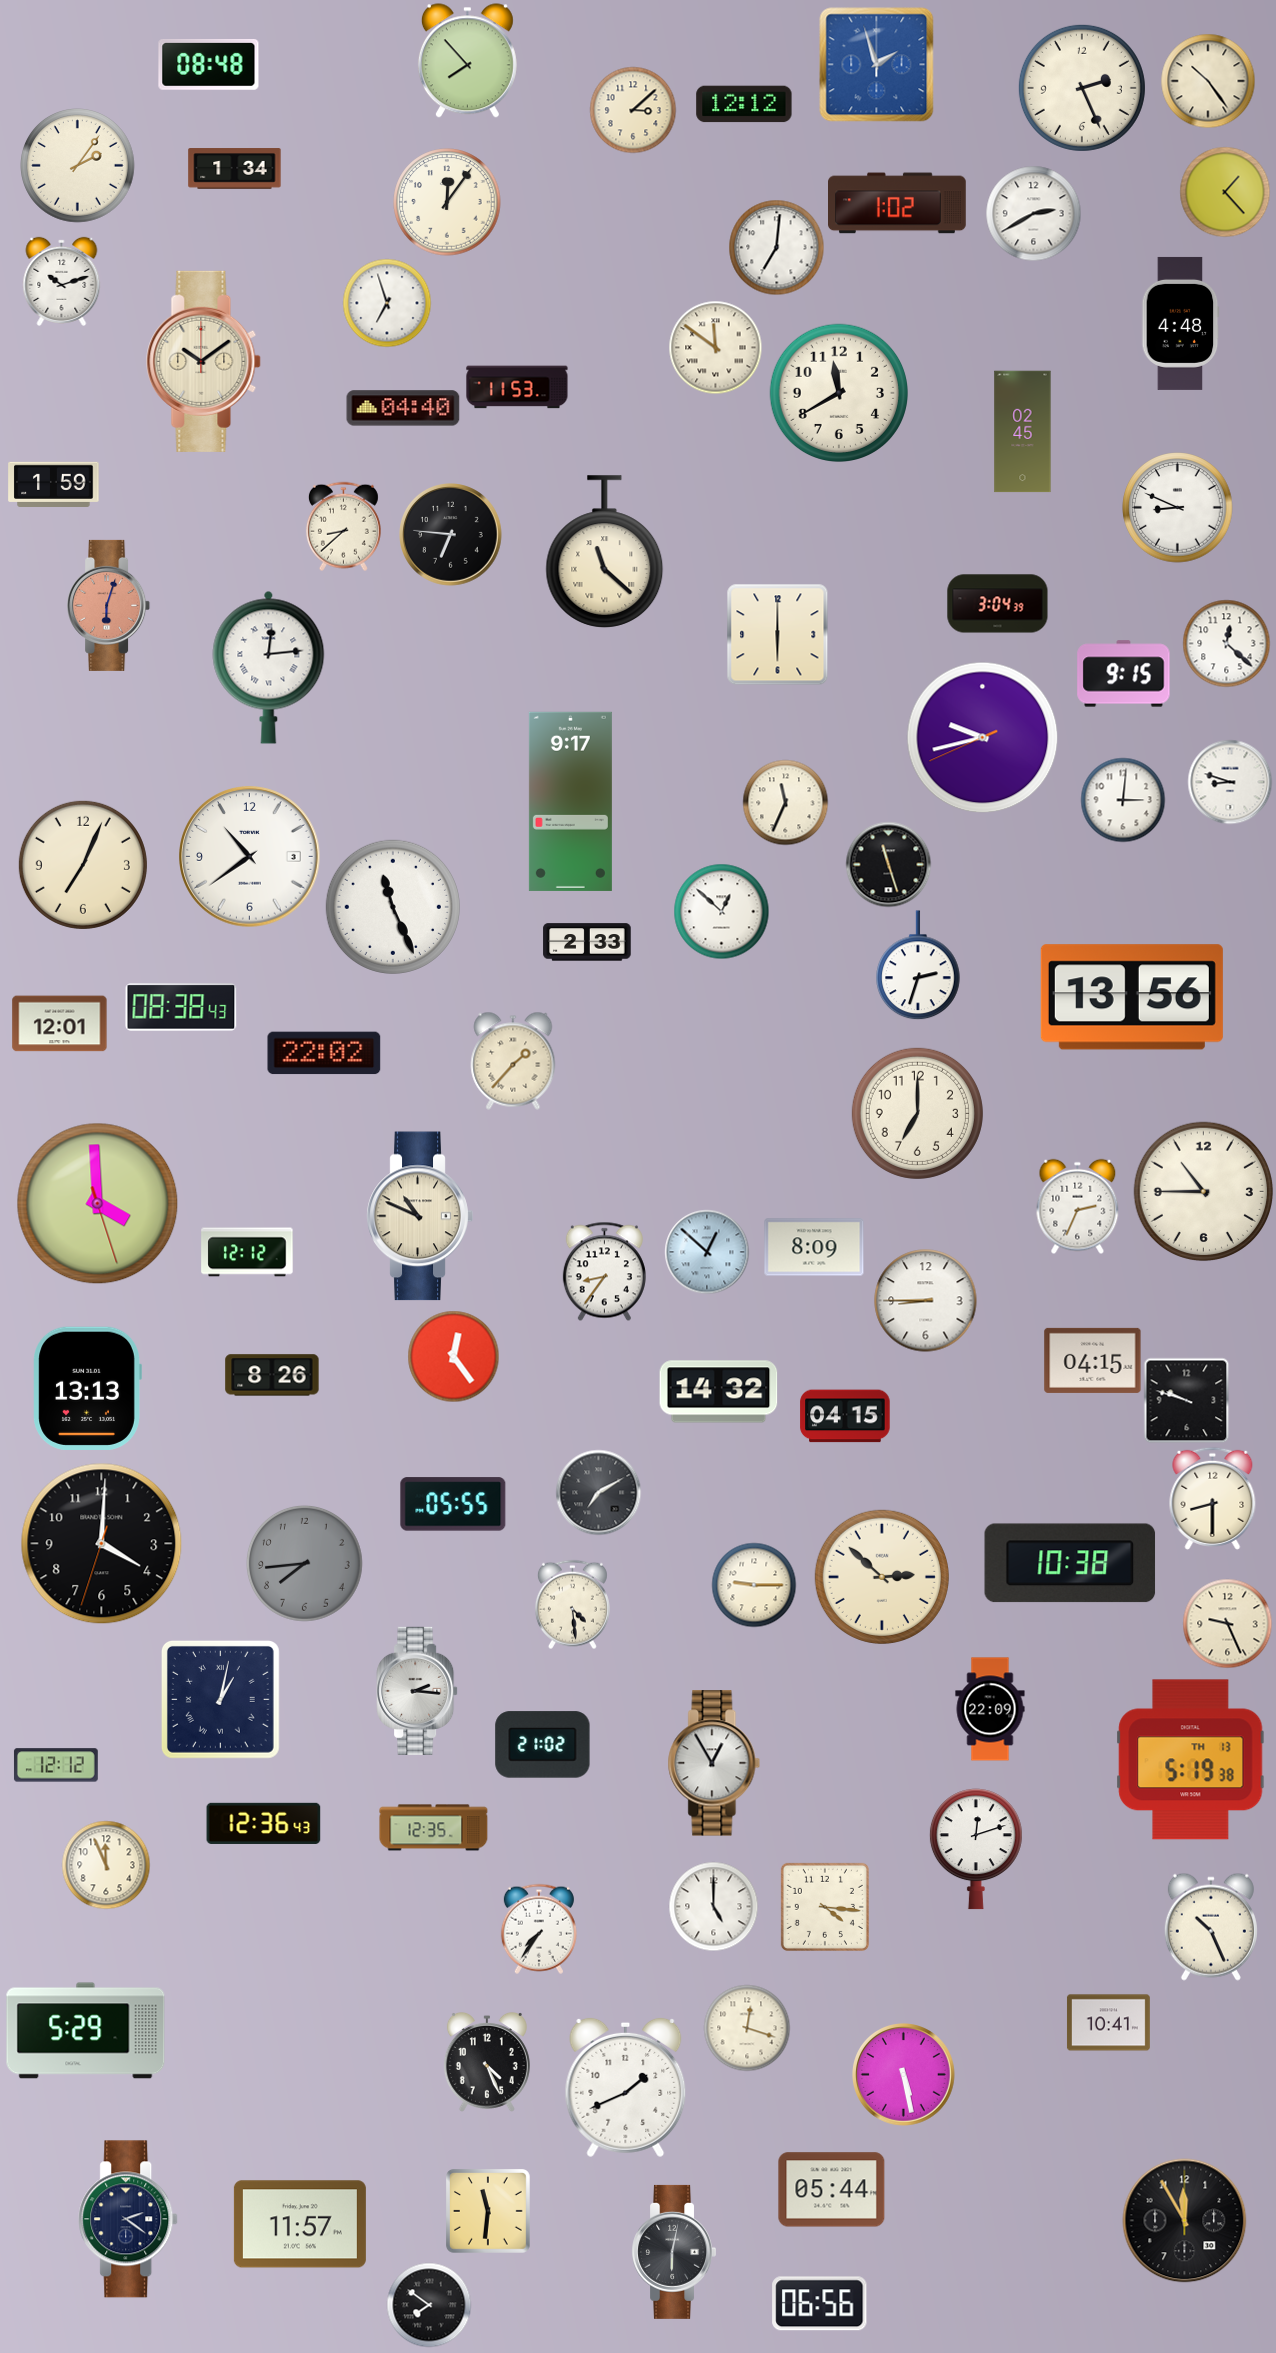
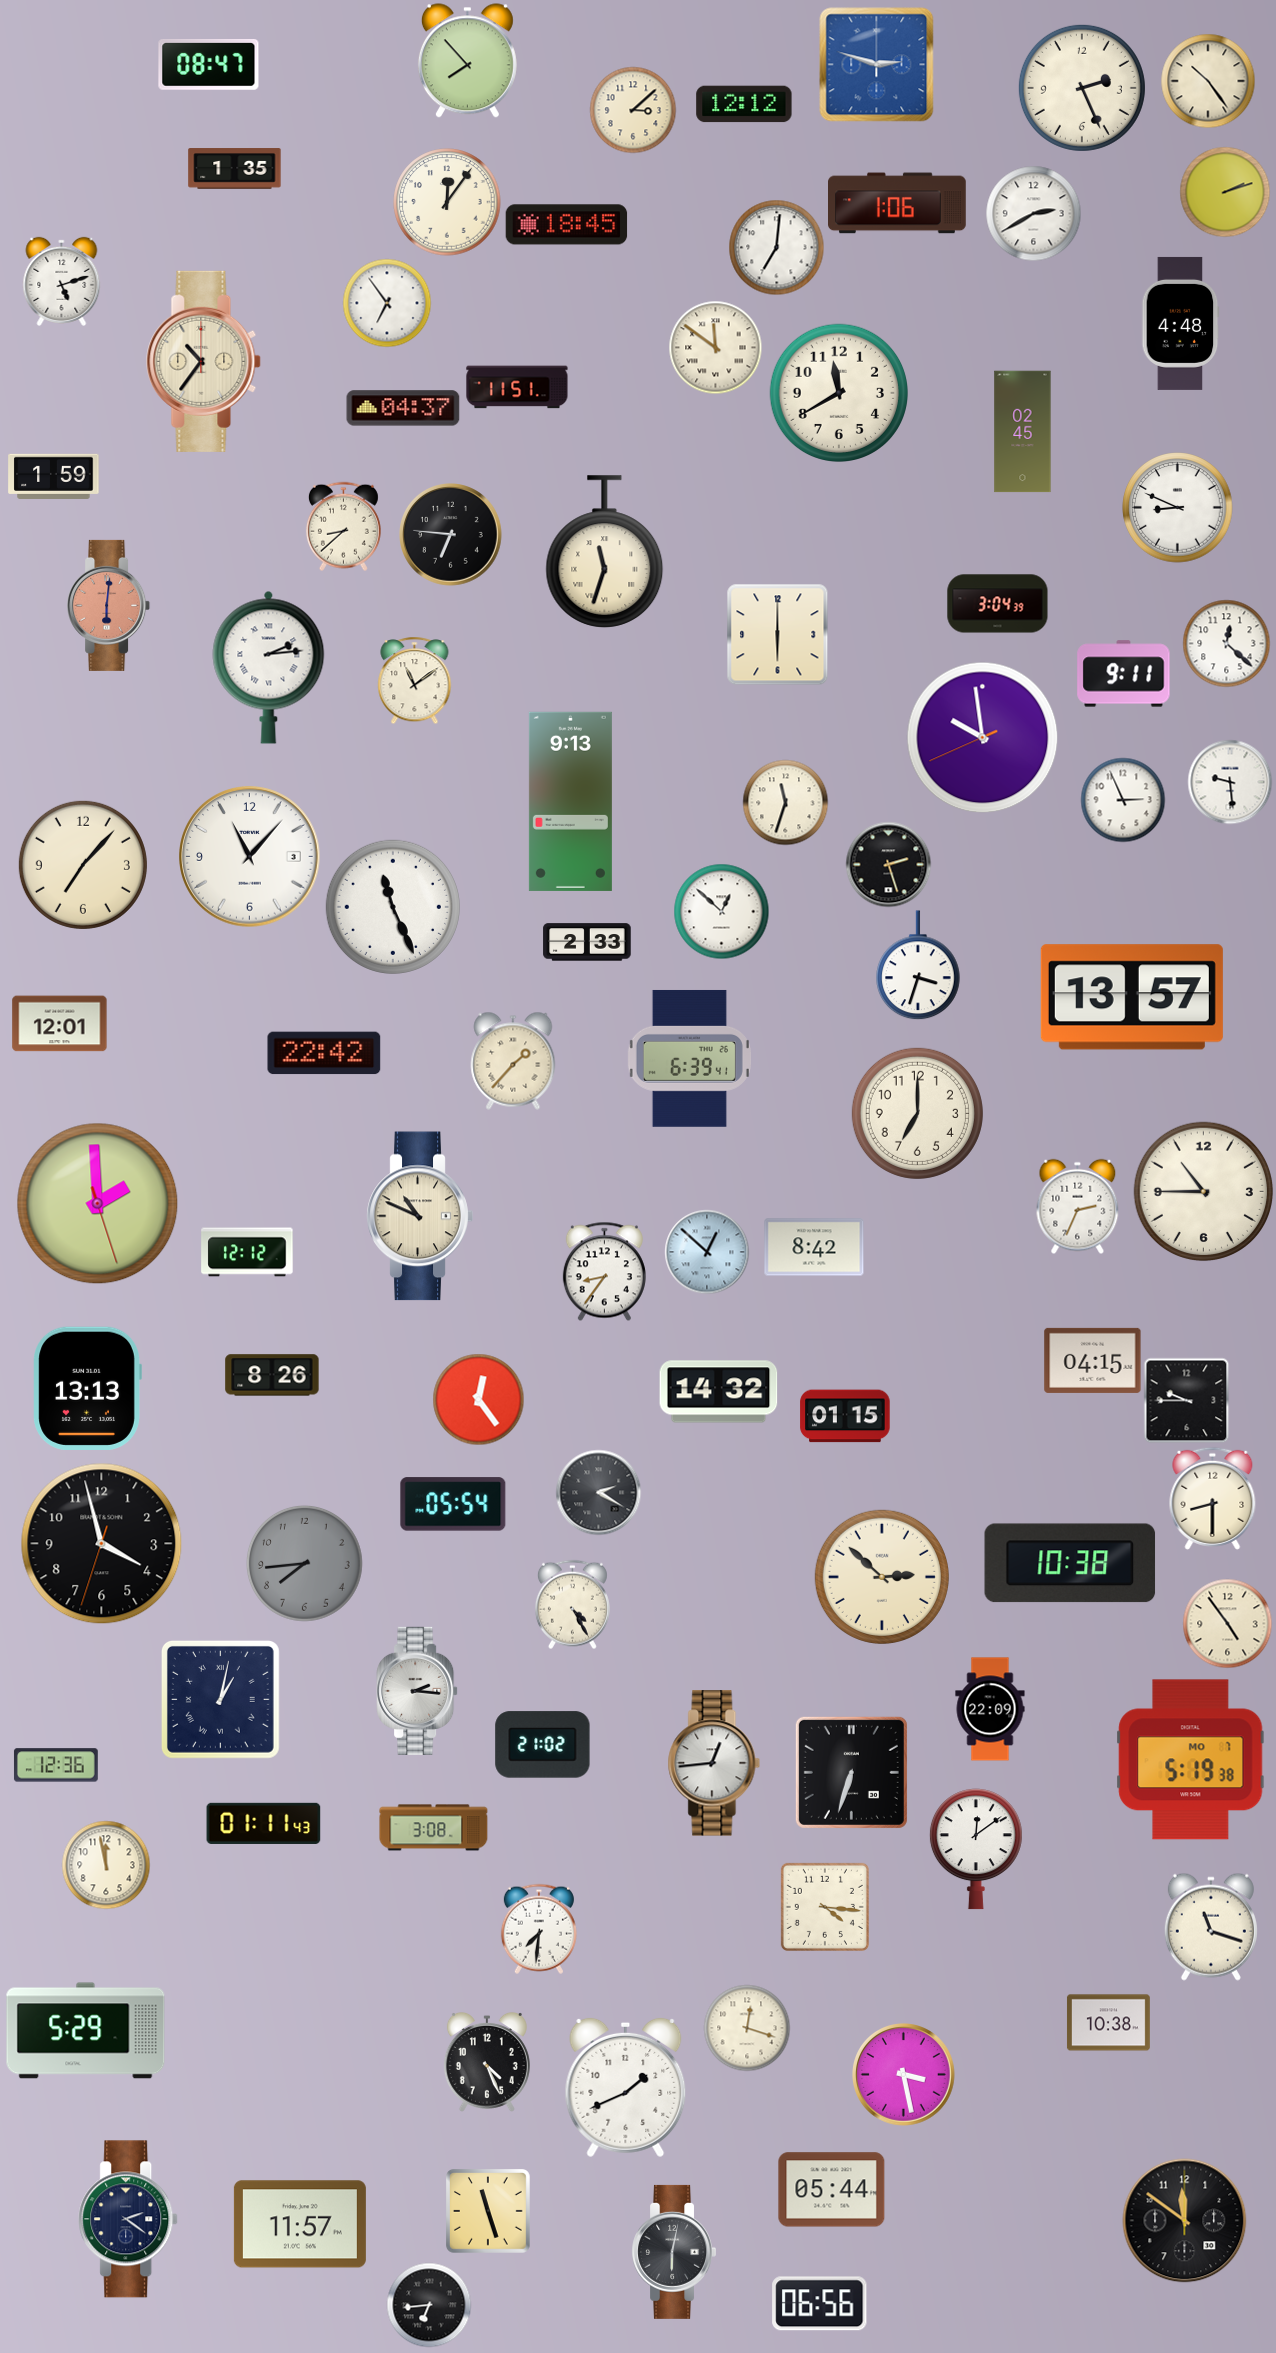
clock at (209, 65): 08:48 -> 08:47
clock at (877, 65): 1:57 -> 2:48
clock at (78, 166): 2:06 -> none
clock at (235, 169): 1:34 -> 1:35
clock at (1225, 192): 1:23 -> 2:12
clock at (898, 203): 1:02 -> 1:06
clock at (567, 225): none -> 18:45
clock at (62, 281): 10:12 -> 5:12
clock at (387, 303): 6:57 -> 6:54
clock at (204, 361): 10:09 -> 10:36
clock at (517, 387): 11:53 -> 11:51
clock at (403, 408): 04:40 -> 04:37
clock at (54, 484) position: (54, 484) -> (54, 476)
clock at (605, 552): 11:22 -> 11:33
clock at (109, 605): 6:03 -> 6:01
clock at (269, 667): 12:14 -> 2:14
clock at (1124, 674): 9:15 -> 9:11
clock at (415, 680): none -> 11:09
clock at (983, 738): 9:42 -> 9:58
clock at (1230, 782): 8:48 -> 9:29
clock at (1123, 800): 3:01 -> 2:56
clock at (570, 801): 9:17 -> 9:13
clock at (785, 802): 11:34 -> 11:33
clock at (250, 857): 10:39 -> 11:07
clock at (888, 864): 11:27 -> 2:27
clock at (83, 865): 7:04 -> 7:07
clock at (918, 965): 2:33 -> 3:33
clock at (1132, 997): 13:56 -> 13:57
clock at (181, 1007): 08:38 -> none
clock at (324, 1053): 22:02 -> 22:42
clock at (689, 1058): none -> 6:39
clock at (98, 1204): 3:59 -> 1:59
clock at (814, 1247): 8:09 -> 8:42
clock at (926, 1301): 8:45 -> none
clock at (453, 1356) position: (453, 1356) -> (478, 1399)
clock at (1186, 1400): 9:48 -> 9:45
clock at (845, 1416): 04:15 -> 01:15
clock at (598, 1492): 7:10 -> 2:20
clock at (453, 1504): 05:55 -> 05:54
clock at (102, 1544): 4:00 -> 3:57
clock at (754, 1585): 9:15 -> none
clock at (572, 1604): 4:29 -> 4:25
clock at (1227, 1623): 9:26 -> 4:54
clock at (1191, 1760) date: TH 13 -> MO 7
clock at (714, 1763): 12:55 -> 12:44
clock at (56, 1765): 12:12 -> 12:36
clock at (851, 1772): none -> 6:33
clock at (264, 1823): 12:36 -> 01:11
clock at (434, 1828): 12:35 -> 3:08
clock at (976, 1849): 12:12 -> 12:09
clock at (106, 1865): 11:56 -> 11:58
clock at (713, 1906): 5:00 -> none
clock at (1211, 1927): 10:26 -> 11:18
clock at (539, 1929): 7:36 -> 7:31
clock at (1108, 2023): 10:41 -> 10:38
clock at (904, 2075): 5:28 -> 3:28
clock at (489, 2212): 11:31 -> 11:27
clock at (1185, 2221): 11:55 -> 11:51
clock at (429, 2305): 7:51 -> 6:44
